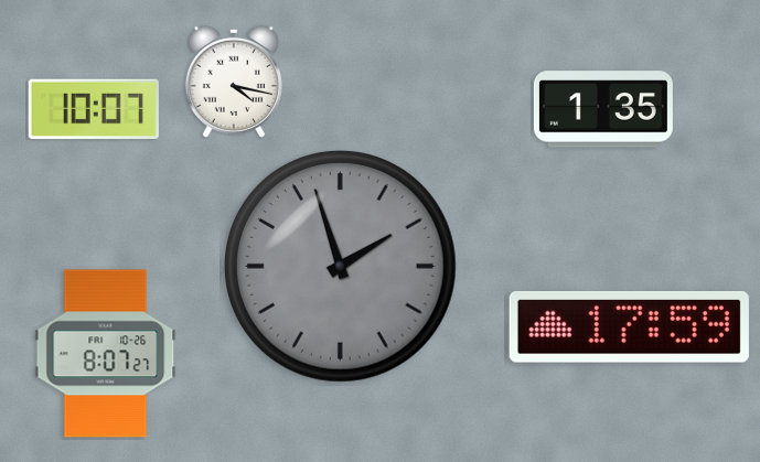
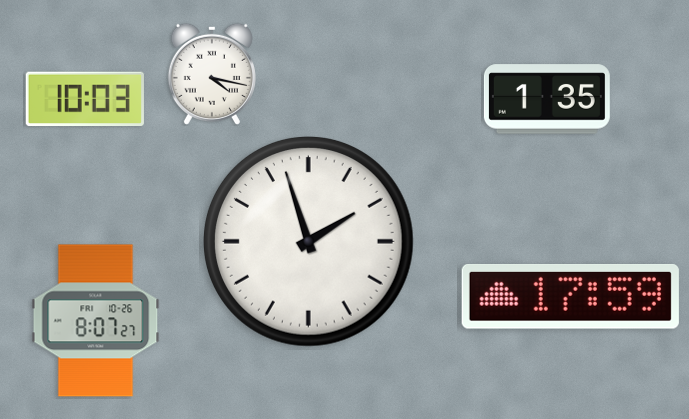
clock at (94, 109): 10:07 -> 10:03
clock at (341, 267) dial: grey -> white
